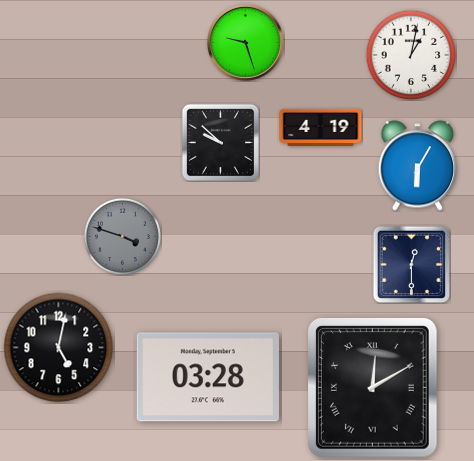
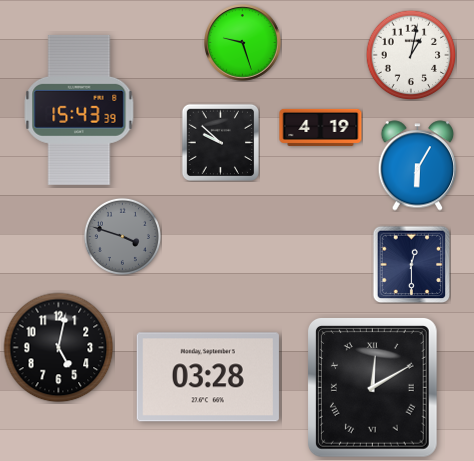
clock at (246, 43) position: (246, 43) -> (243, 43)
clock at (79, 110): none -> 15:43
